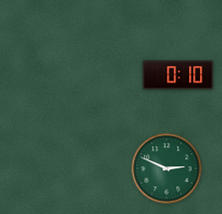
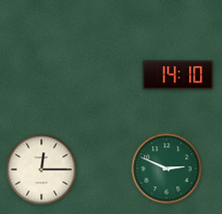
clock at (178, 75): 0:10 -> 14:10
clock at (42, 170): none -> 12:15
